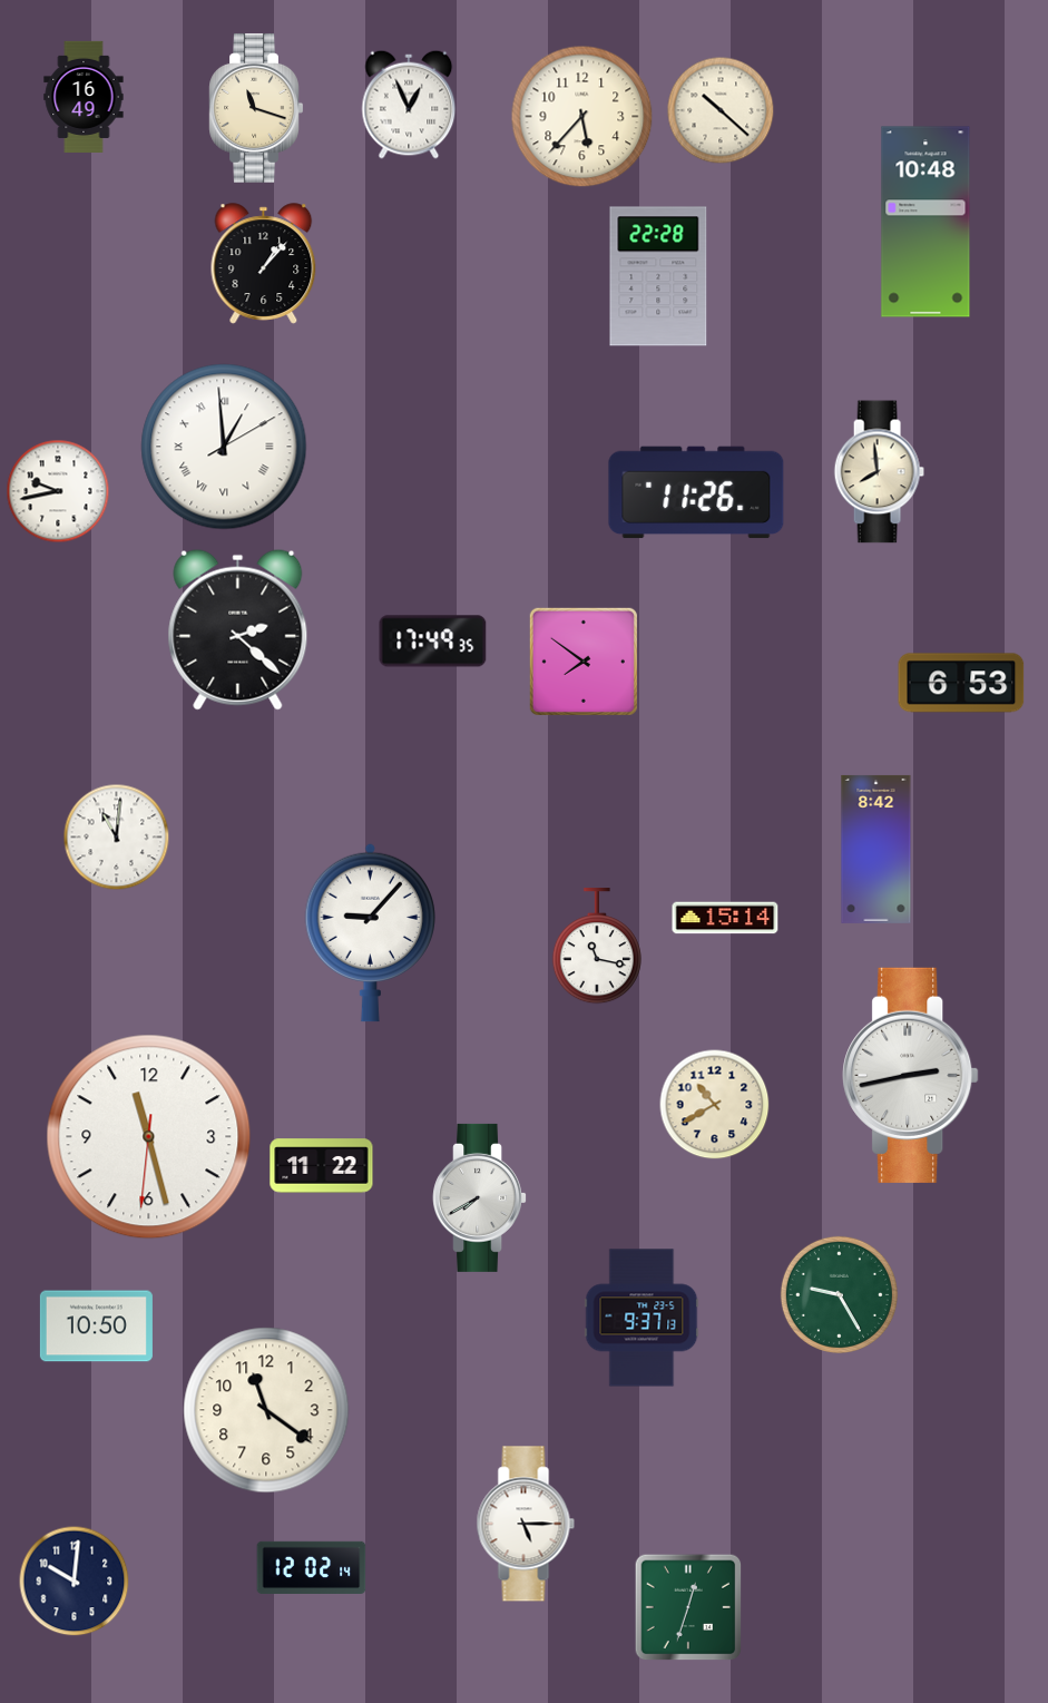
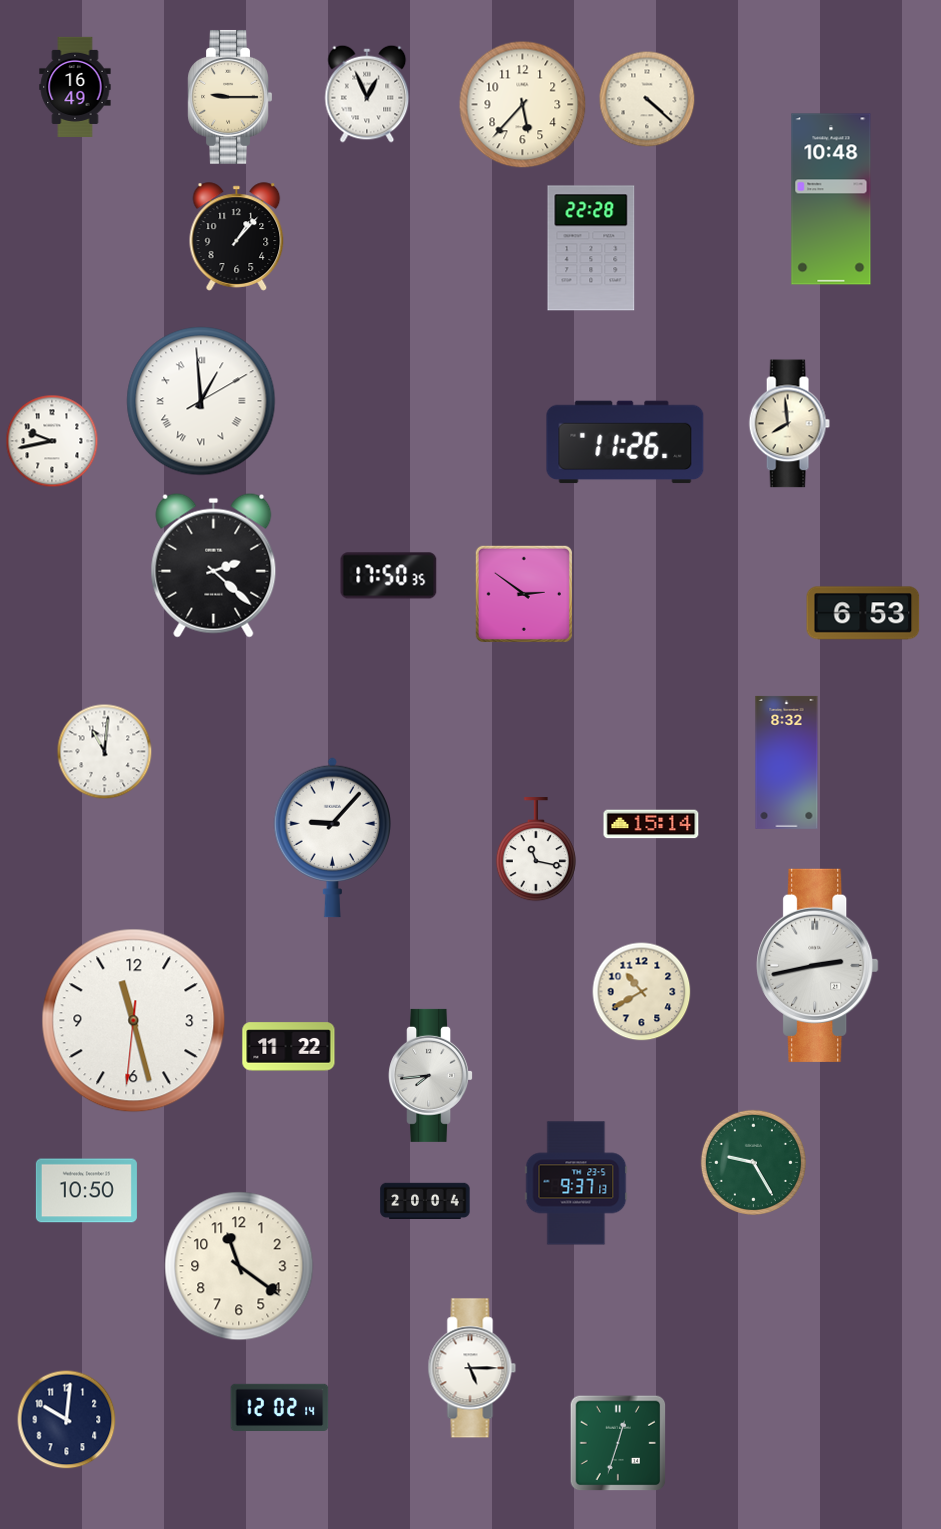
clock at (256, 108): 11:18 -> 9:15
clock at (721, 110): 10:22 -> 4:22
clock at (433, 642): 17:49 -> 17:50
clock at (584, 662): 7:51 -> 2:51
clock at (876, 849): 8:42 -> 8:32
clock at (480, 1197): 7:40 -> 7:44
clock at (425, 1201): none -> 20:04
